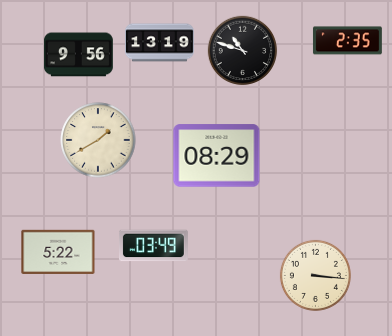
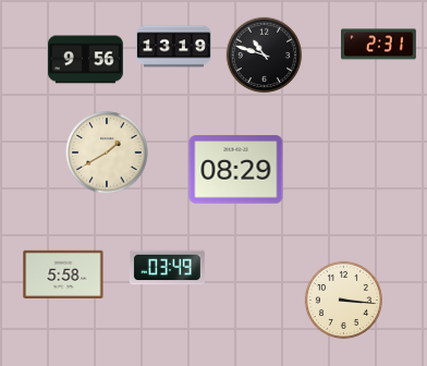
clock at (347, 41): 2:35 -> 2:31
clock at (58, 252): 5:22 -> 5:58
